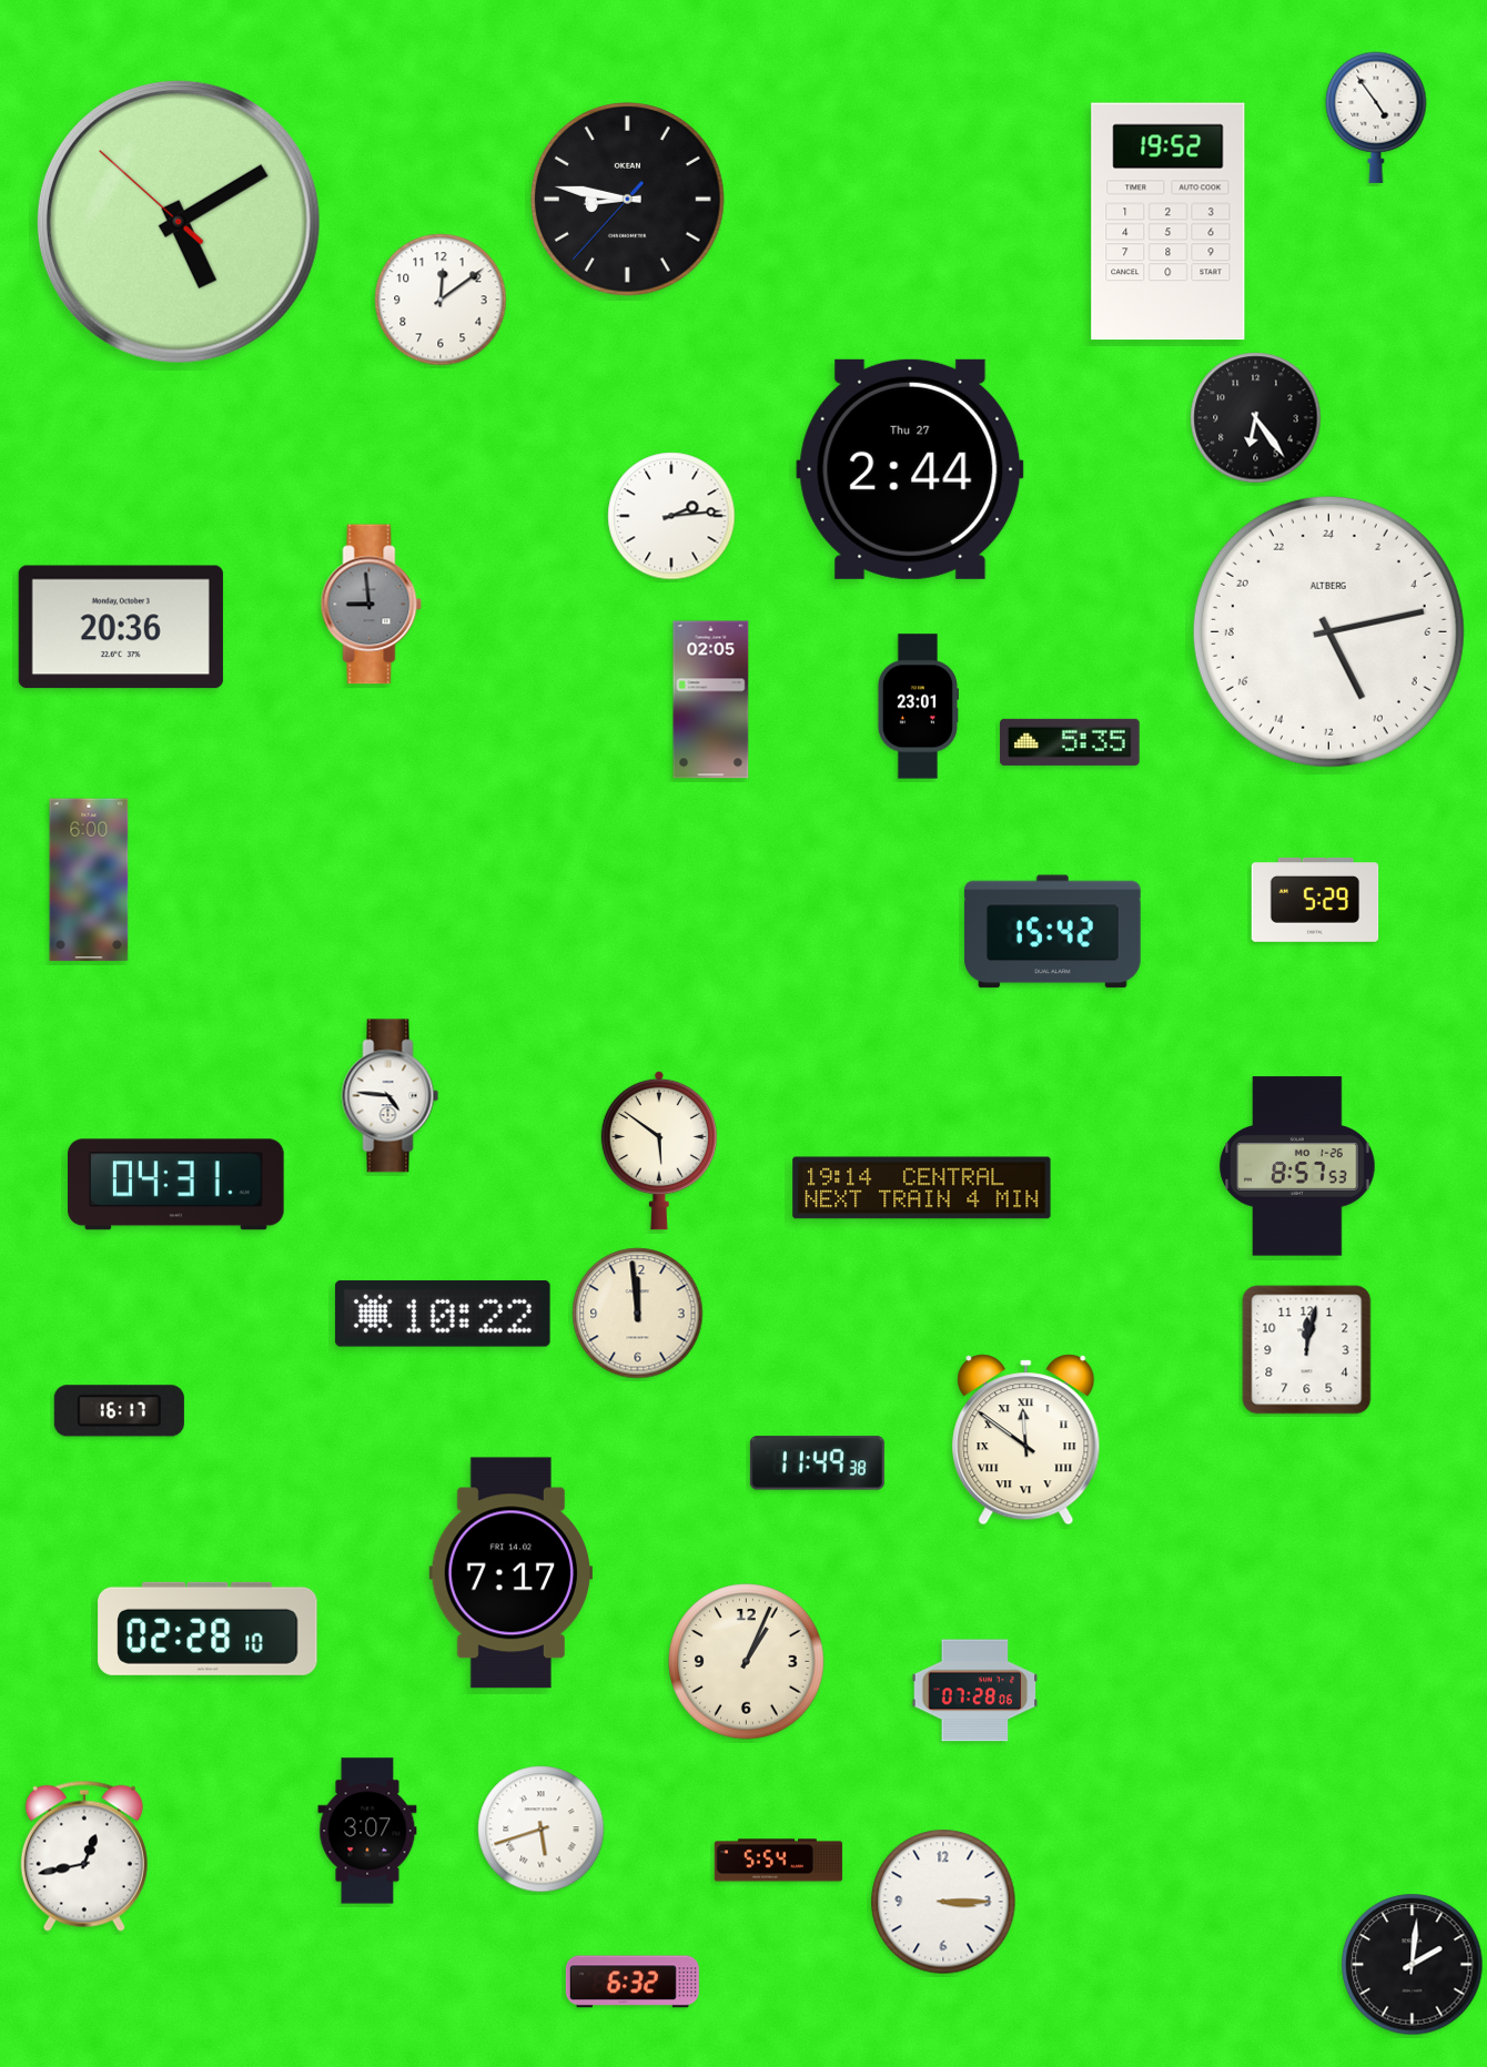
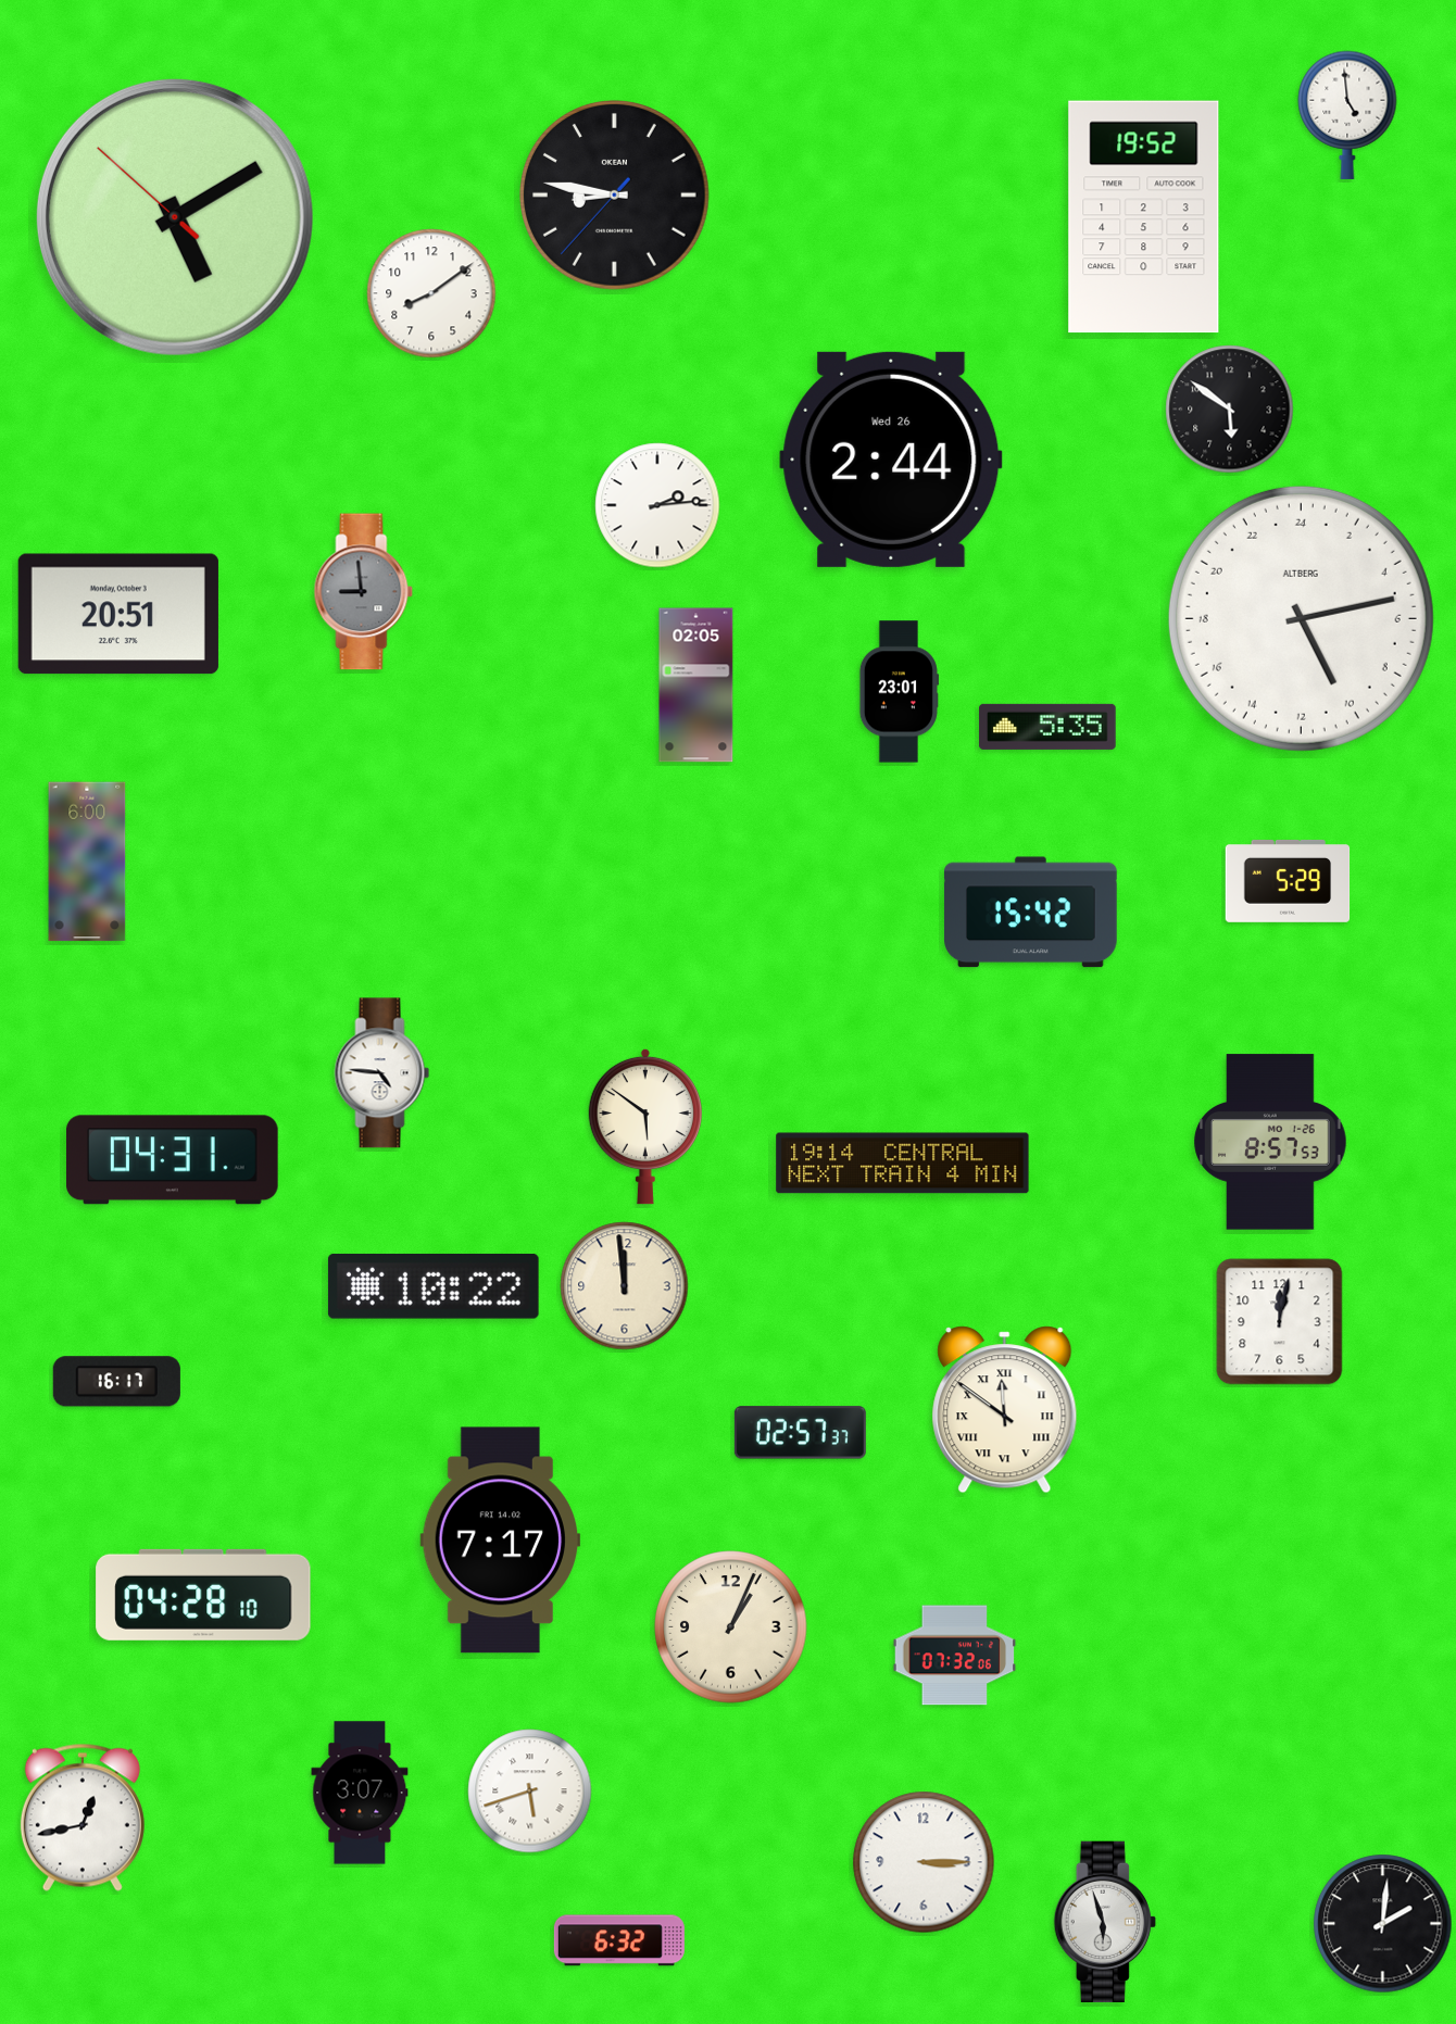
clock at (1376, 118): 4:54 -> 4:59
clock at (441, 300): 12:09 -> 8:09
clock at (1256, 418): 6:24 -> 5:51
clock at (910, 469) date: Thu 27 -> Wed 26
clock at (121, 627): 20:36 -> 20:51
clock at (817, 1463): 11:49 -> 02:57
clock at (208, 1629): 02:28 -> 04:28
clock at (975, 1691): 07:28 -> 07:32
clock at (779, 1861): 5:54 -> none
clock at (1105, 1922): none -> 5:57
